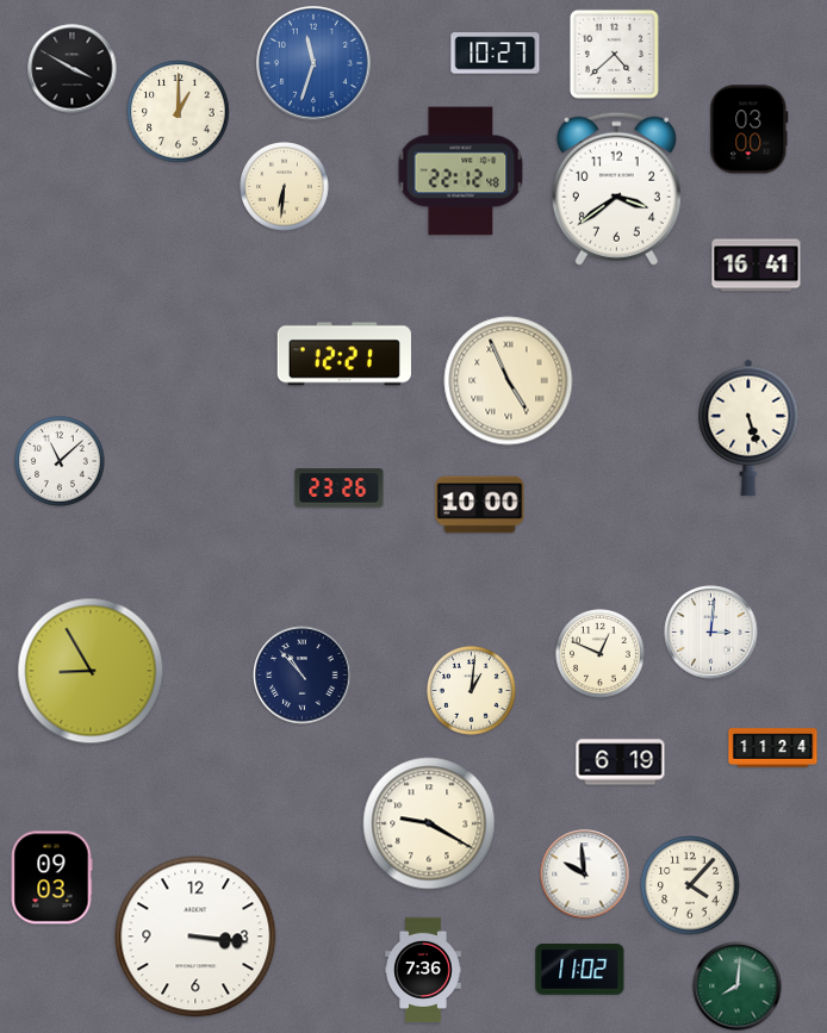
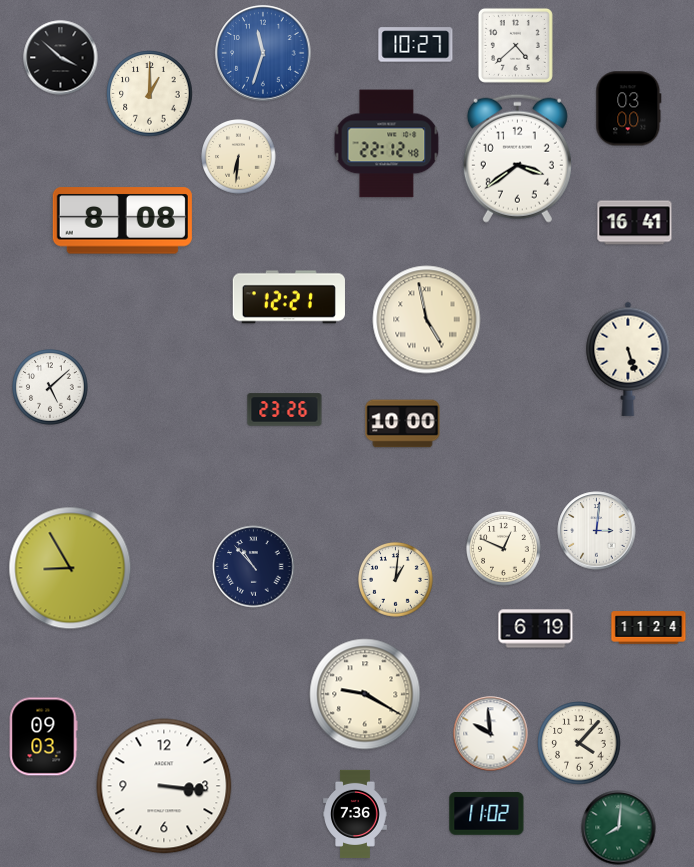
clock at (73, 69): 3:50 -> 3:52
clock at (122, 221): none -> 8:08
clock at (509, 381): 4:56 -> 4:58
clock at (60, 461): 11:08 -> 5:08
clock at (91, 671) position: (91, 671) -> (70, 568)
clock at (621, 763) position: (621, 763) -> (536, 629)
clock at (429, 823) position: (429, 823) -> (365, 694)
